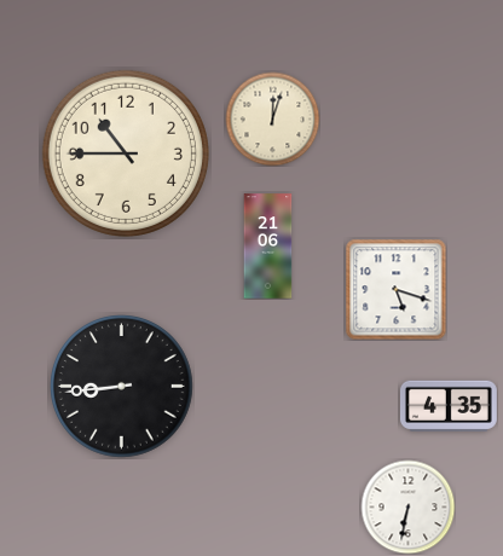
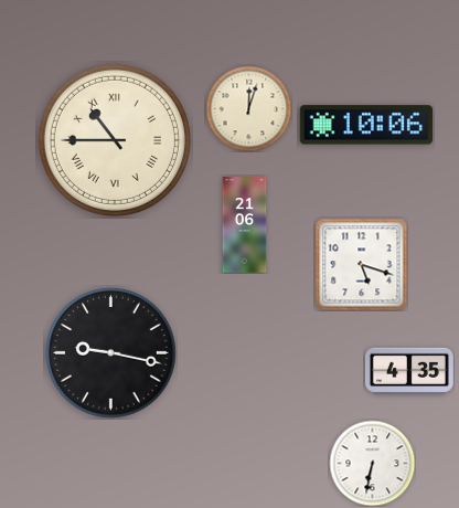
clock at (366, 125): none -> 10:06
clock at (126, 154) numerals: Arabic -> Roman
clock at (122, 387): 8:44 -> 9:17
